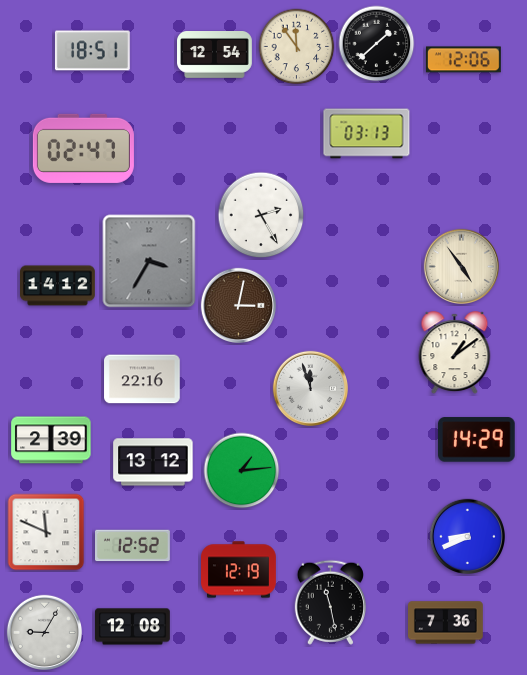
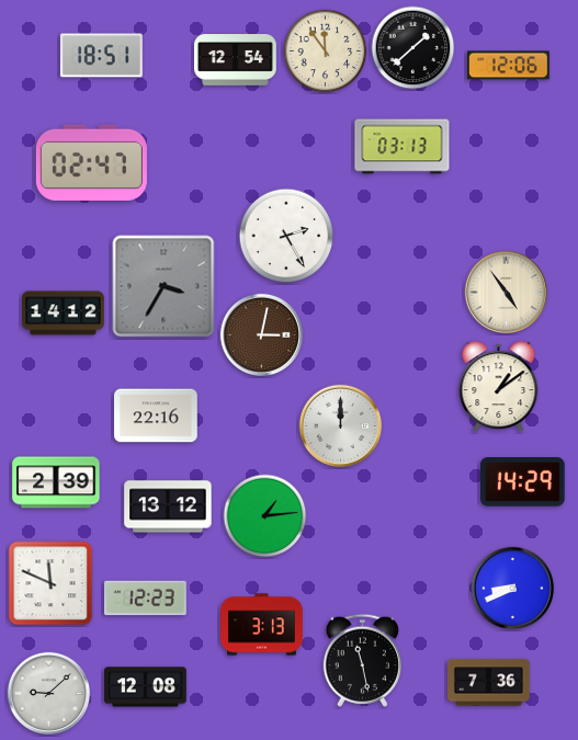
clock at (310, 388): 11:57 -> 12:00
clock at (133, 546): 12:52 -> 12:23
clock at (239, 570): 12:19 -> 3:13
clock at (44, 632): 9:05 -> 9:08
